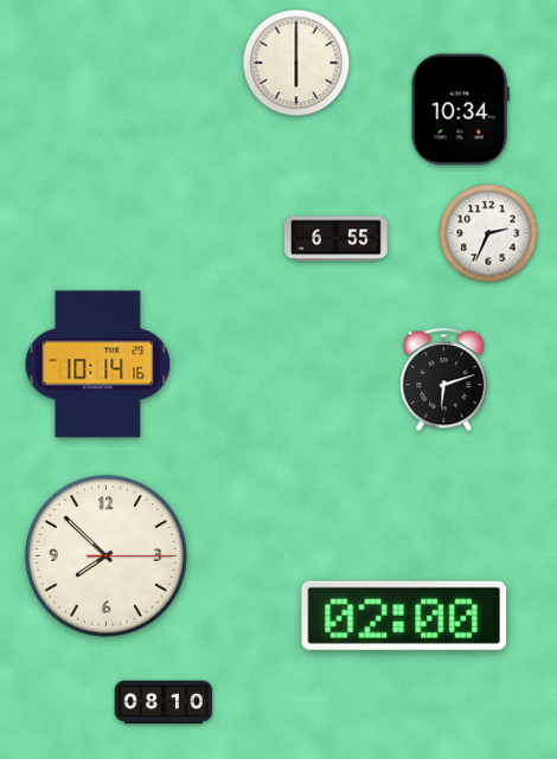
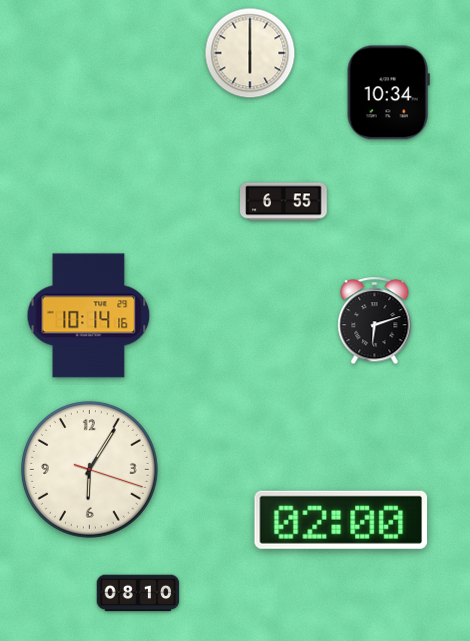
clock at (488, 233): 2:34 -> none
clock at (98, 365) position: (98, 365) -> (89, 316)
clock at (105, 555): 7:52 -> 6:05
